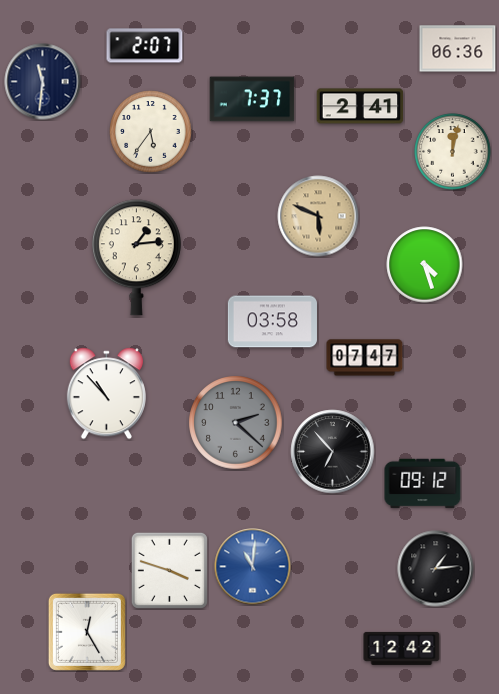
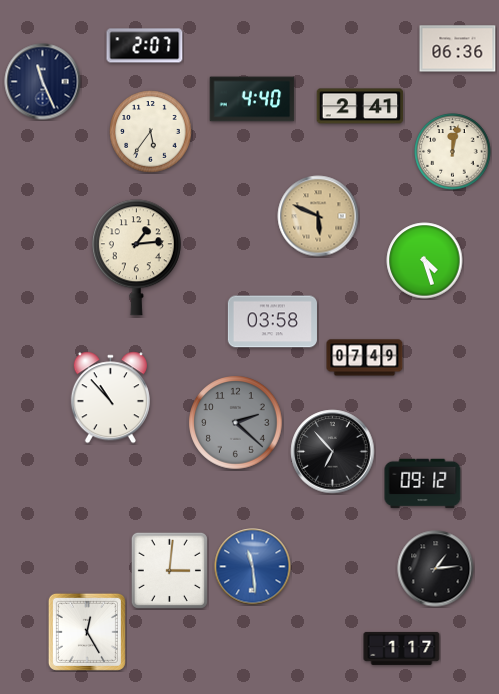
clock at (43, 82): 11:31 -> 11:26
clock at (252, 99): 7:37 -> 4:40
clock at (425, 265) position: (425, 265) -> (425, 261)
clock at (365, 358): 07:47 -> 07:49
clock at (106, 394) position: (106, 394) -> (110, 398)
clock at (253, 567): 11:01 -> 11:29
clock at (169, 570): 3:48 -> 3:01
clock at (402, 648): 12:42 -> 1:17
